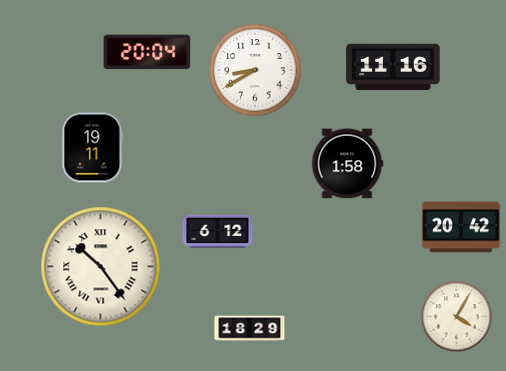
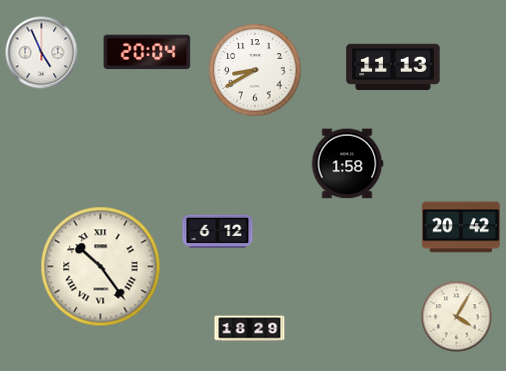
clock at (42, 53): none -> 4:56
clock at (393, 67): 11:16 -> 11:13
clock at (93, 148): 19:11 -> none
